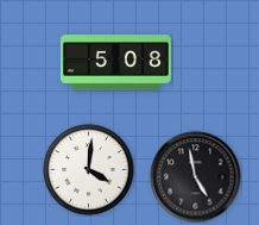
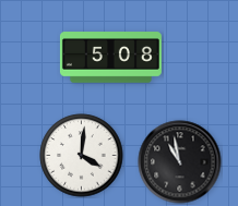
clock at (115, 63) position: (115, 63) -> (110, 58)
clock at (196, 177): 4:58 -> 10:58
